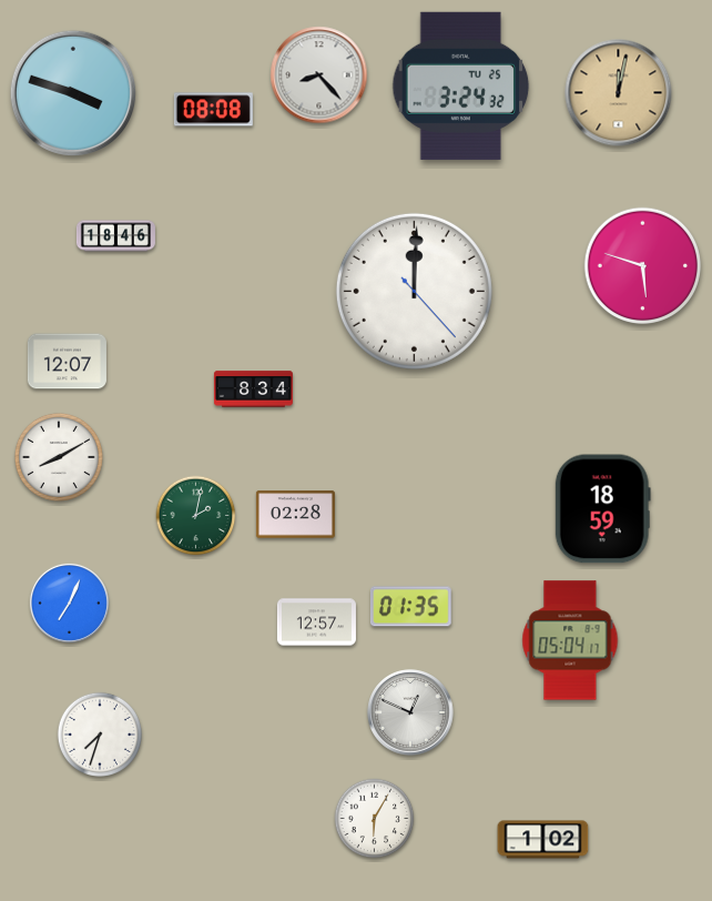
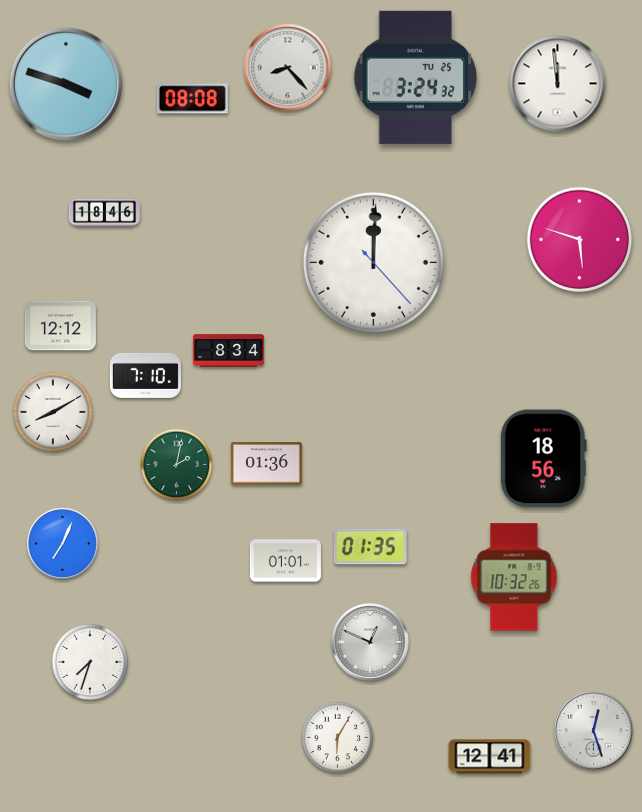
clock at (619, 93): 12:02 -> 11:59
clock at (619, 93) dial: champagne -> white
clock at (67, 362): 12:07 -> 12:12
clock at (145, 375): none -> 7:10
clock at (602, 509): 18:59 -> 18:56
clock at (295, 515): 02:28 -> 01:36
clock at (316, 622): 12:57 -> 01:01
clock at (570, 640): 05:04 -> 10:32
clock at (594, 731): none -> 12:27
clock at (543, 840): 1:02 -> 12:41
